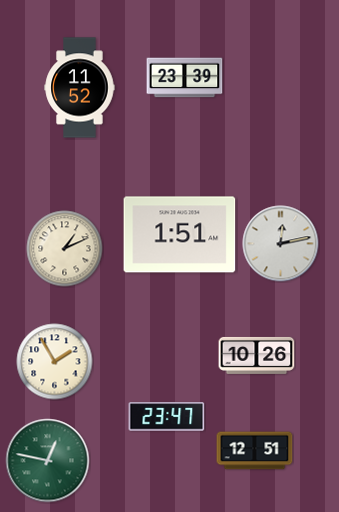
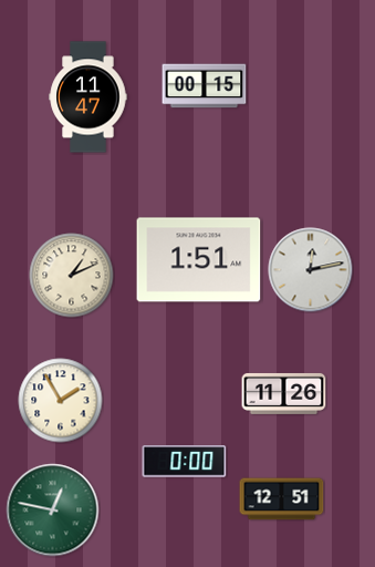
clock at (185, 78): 23:39 -> 00:15
clock at (80, 88): 11:52 -> 11:47
clock at (257, 355): 10:26 -> 11:26
clock at (167, 417): 23:47 -> 0:00
